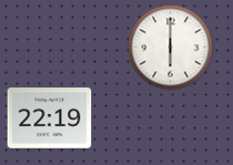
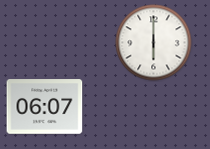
clock at (50, 118): 22:19 -> 06:07
